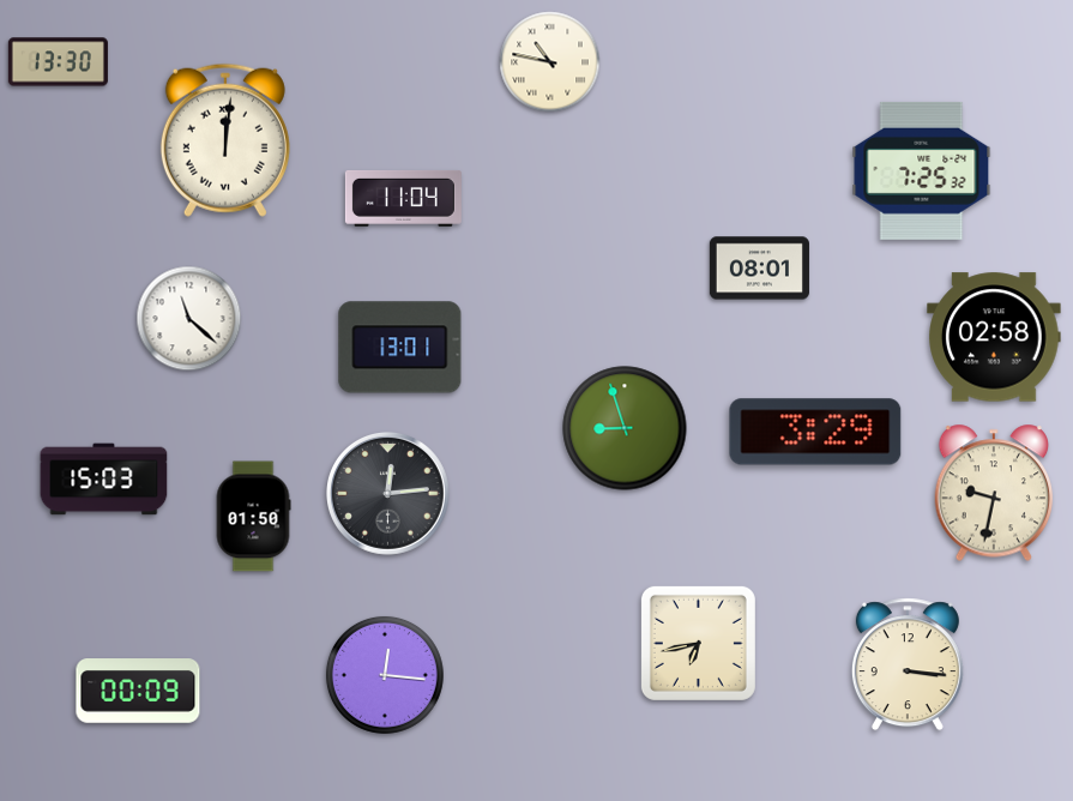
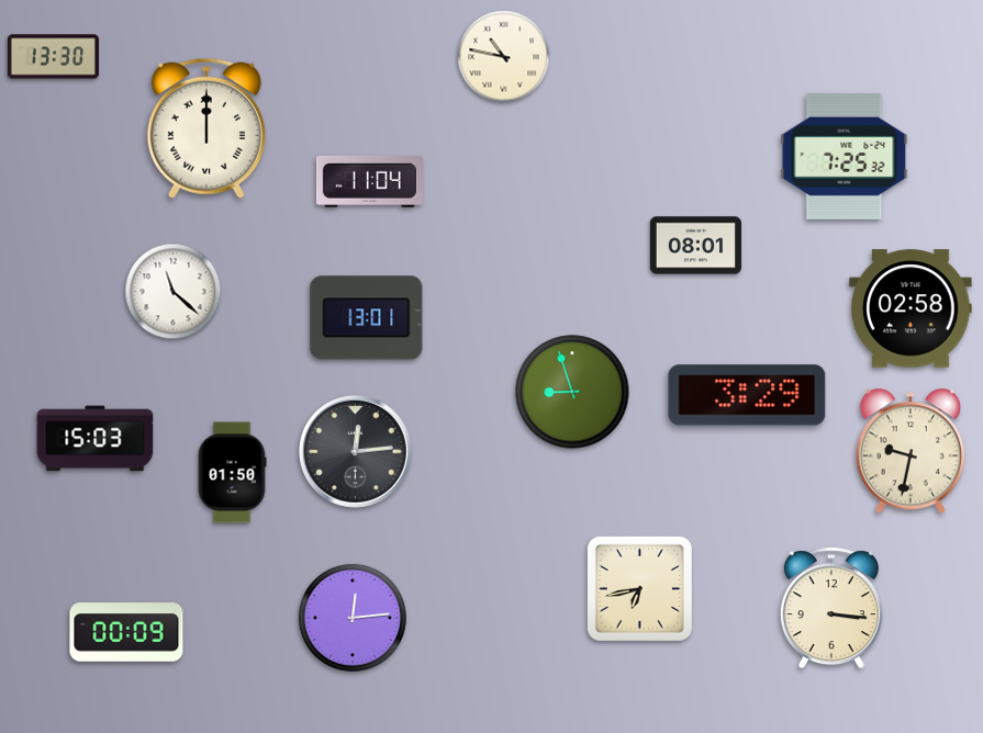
clock at (225, 140): 12:01 -> 12:00
clock at (385, 675): 12:16 -> 12:14
